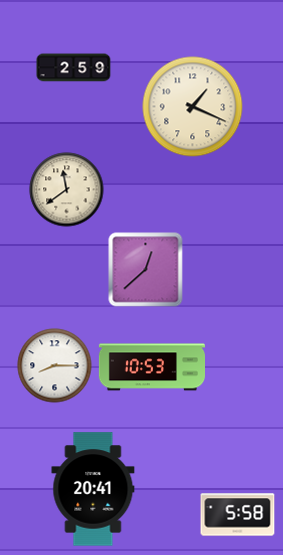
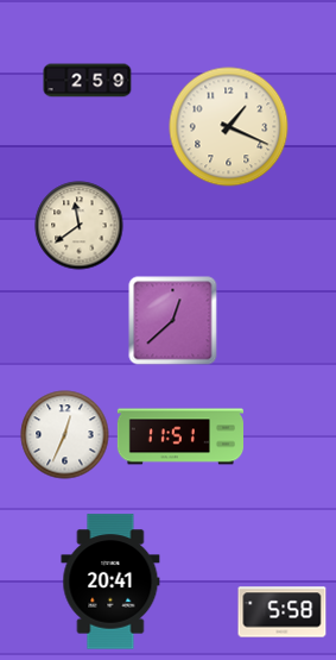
clock at (55, 366): 8:15 -> 12:34
clock at (151, 367): 10:53 -> 11:51
